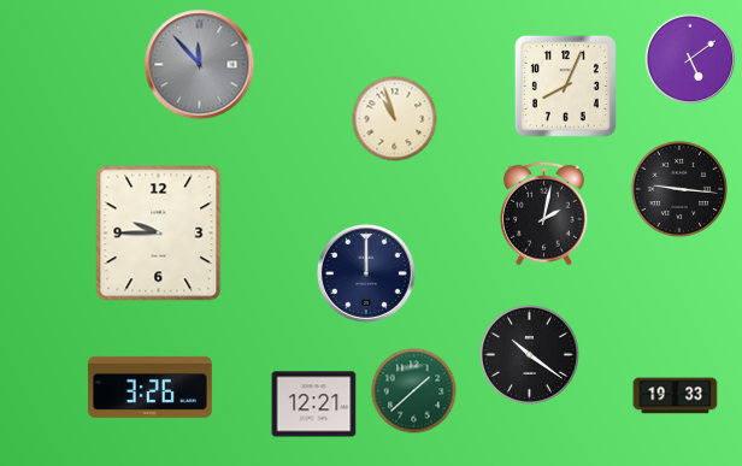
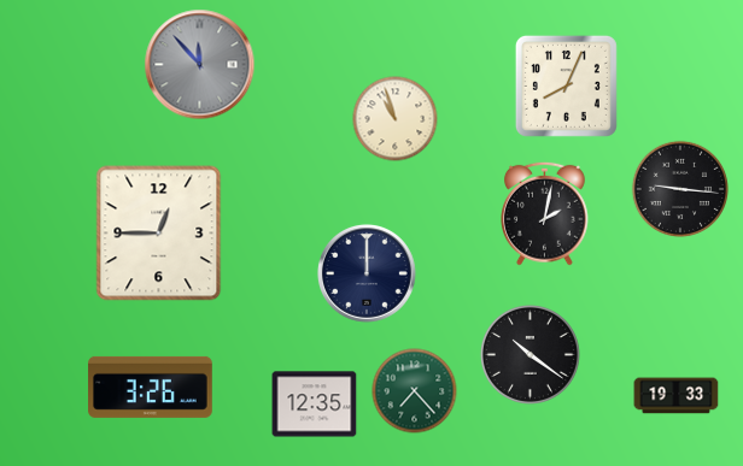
clock at (690, 59): 5:09 -> none
clock at (159, 234): 9:45 -> 12:45
clock at (414, 391): 1:38 -> 7:23
clock at (314, 405): 12:21 -> 12:35
